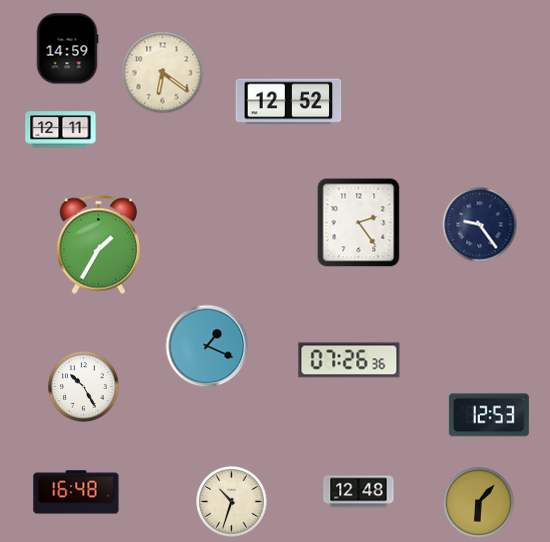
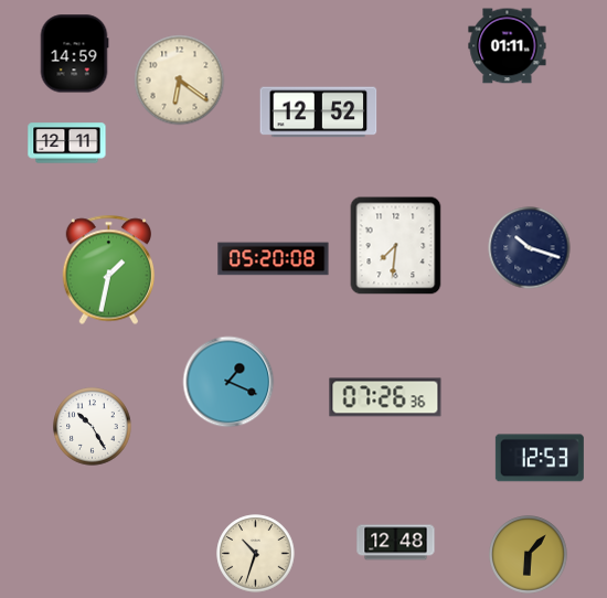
clock at (508, 46): none -> 01:11
clock at (359, 223): 2:24 -> 7:31
clock at (480, 225): 9:24 -> 10:18
clock at (274, 259): none -> 05:20
clock at (98, 245): 1:35 -> 1:32
clock at (76, 492): 16:48 -> none
